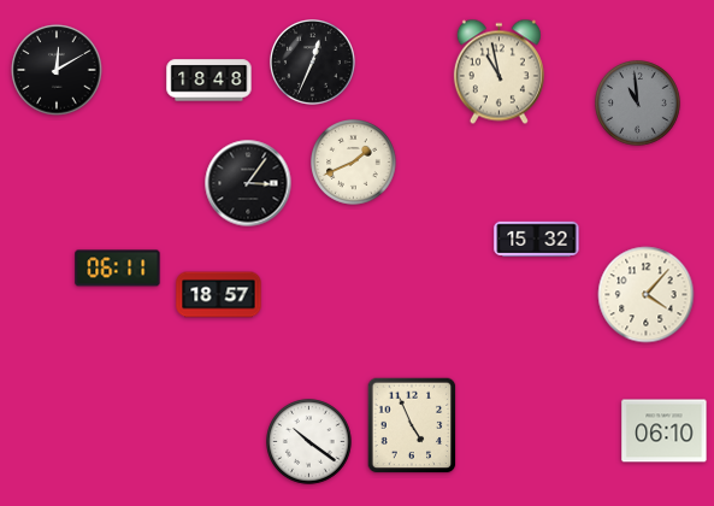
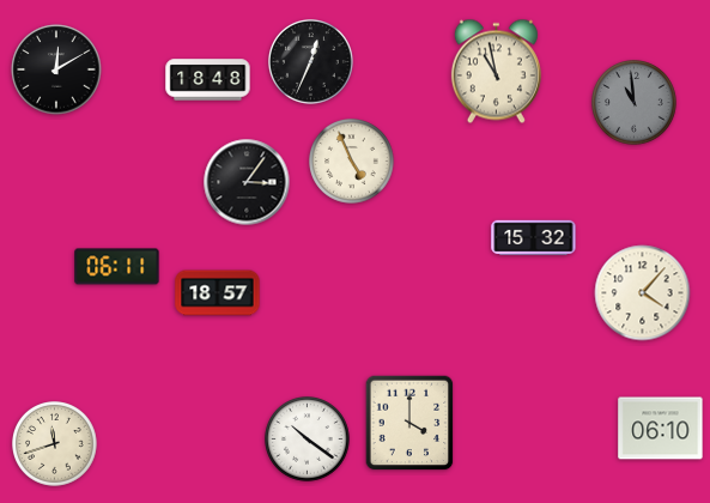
clock at (354, 163): 1:41 -> 4:56
clock at (412, 425): 4:56 -> 4:00
clock at (55, 444): none -> 11:42
